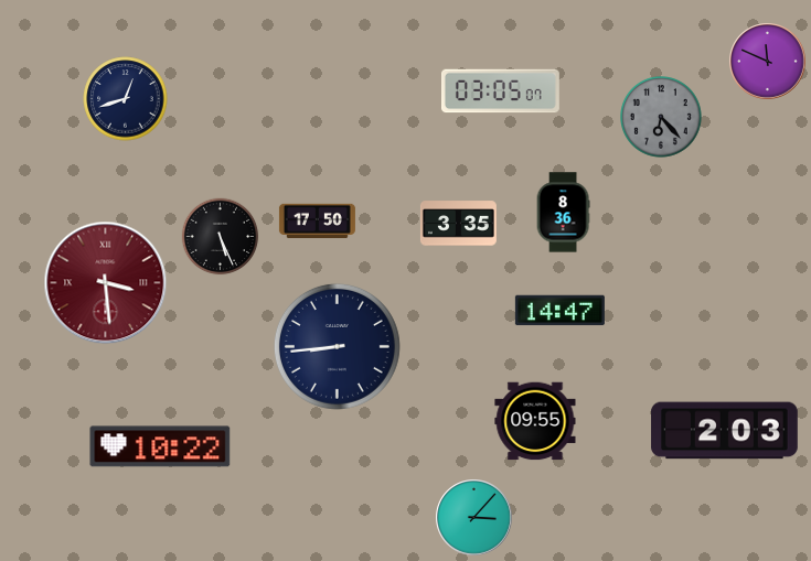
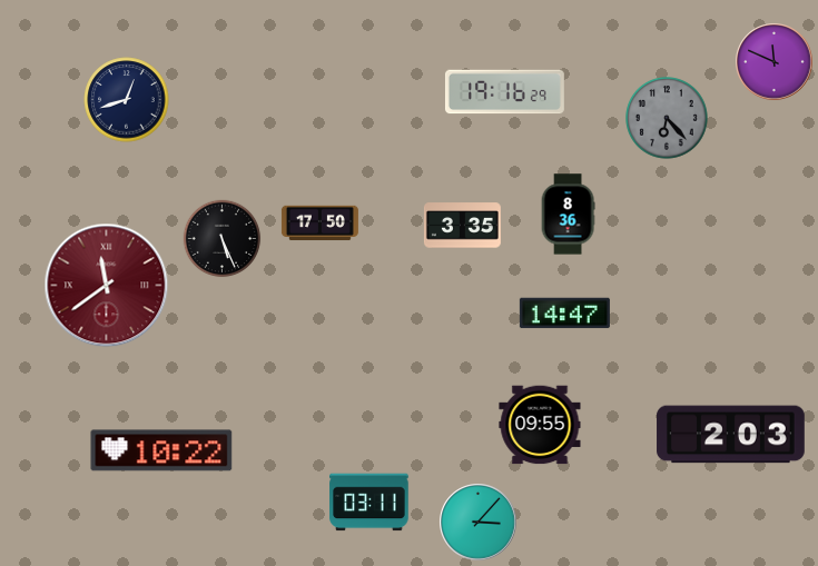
clock at (500, 91): 03:05 -> 19:16
clock at (106, 283): 3:29 -> 11:39
clock at (337, 346): 8:44 -> none
clock at (369, 503): none -> 03:11
